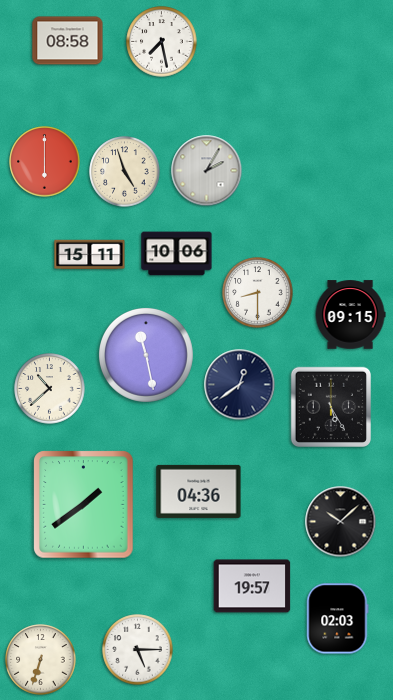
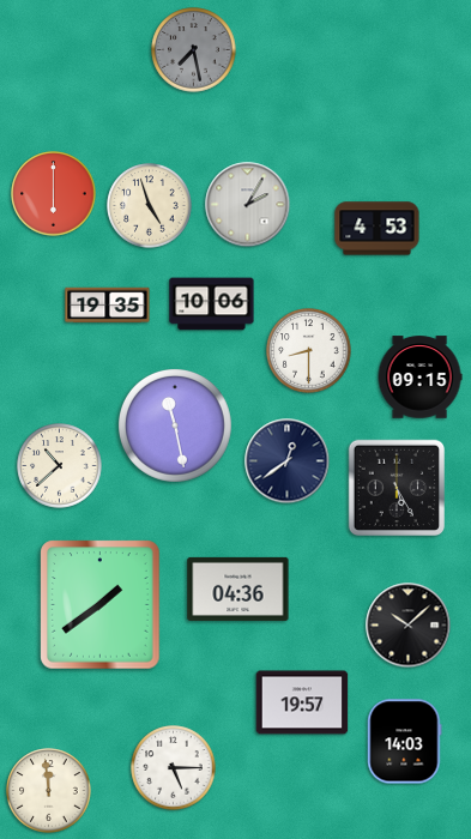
clock at (68, 41): 08:58 -> none
clock at (162, 42) dial: white -> grey
clock at (378, 229): none -> 4:53
clock at (90, 255): 15:11 -> 19:35
clock at (338, 619): 02:03 -> 14:03
clock at (138, 650) position: (138, 650) -> (174, 768)
clock at (41, 660): 6:33 -> 11:59
